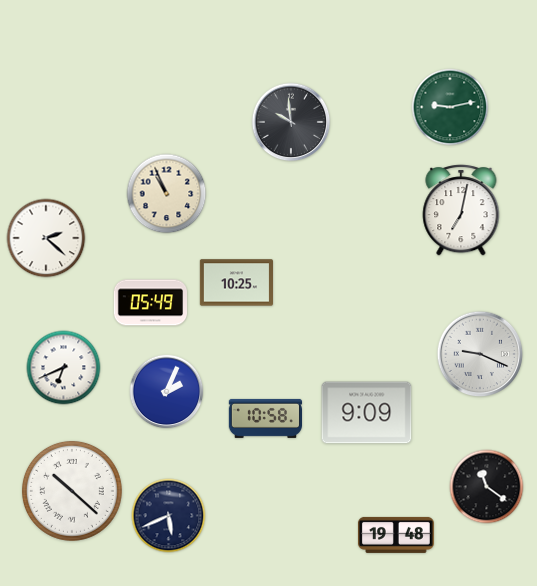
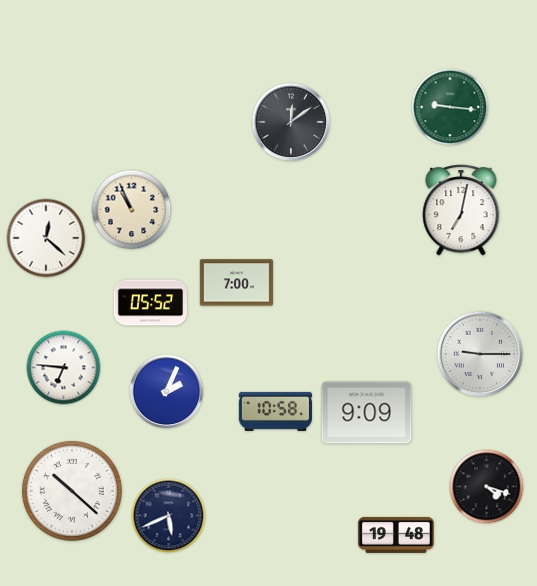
clock at (450, 107): 9:13 -> 9:16
clock at (291, 122): 9:59 -> 12:09
clock at (167, 194) position: (167, 194) -> (132, 210)
clock at (46, 238): 2:22 -> 12:22
clock at (236, 283): 10:25 -> 7:00
clock at (150, 303): 05:49 -> 05:52
clock at (480, 354): 9:19 -> 9:15
clock at (64, 368): 6:41 -> 6:46
clock at (265, 418) position: (265, 418) -> (275, 411)
clock at (487, 487): 11:21 -> 4:18
